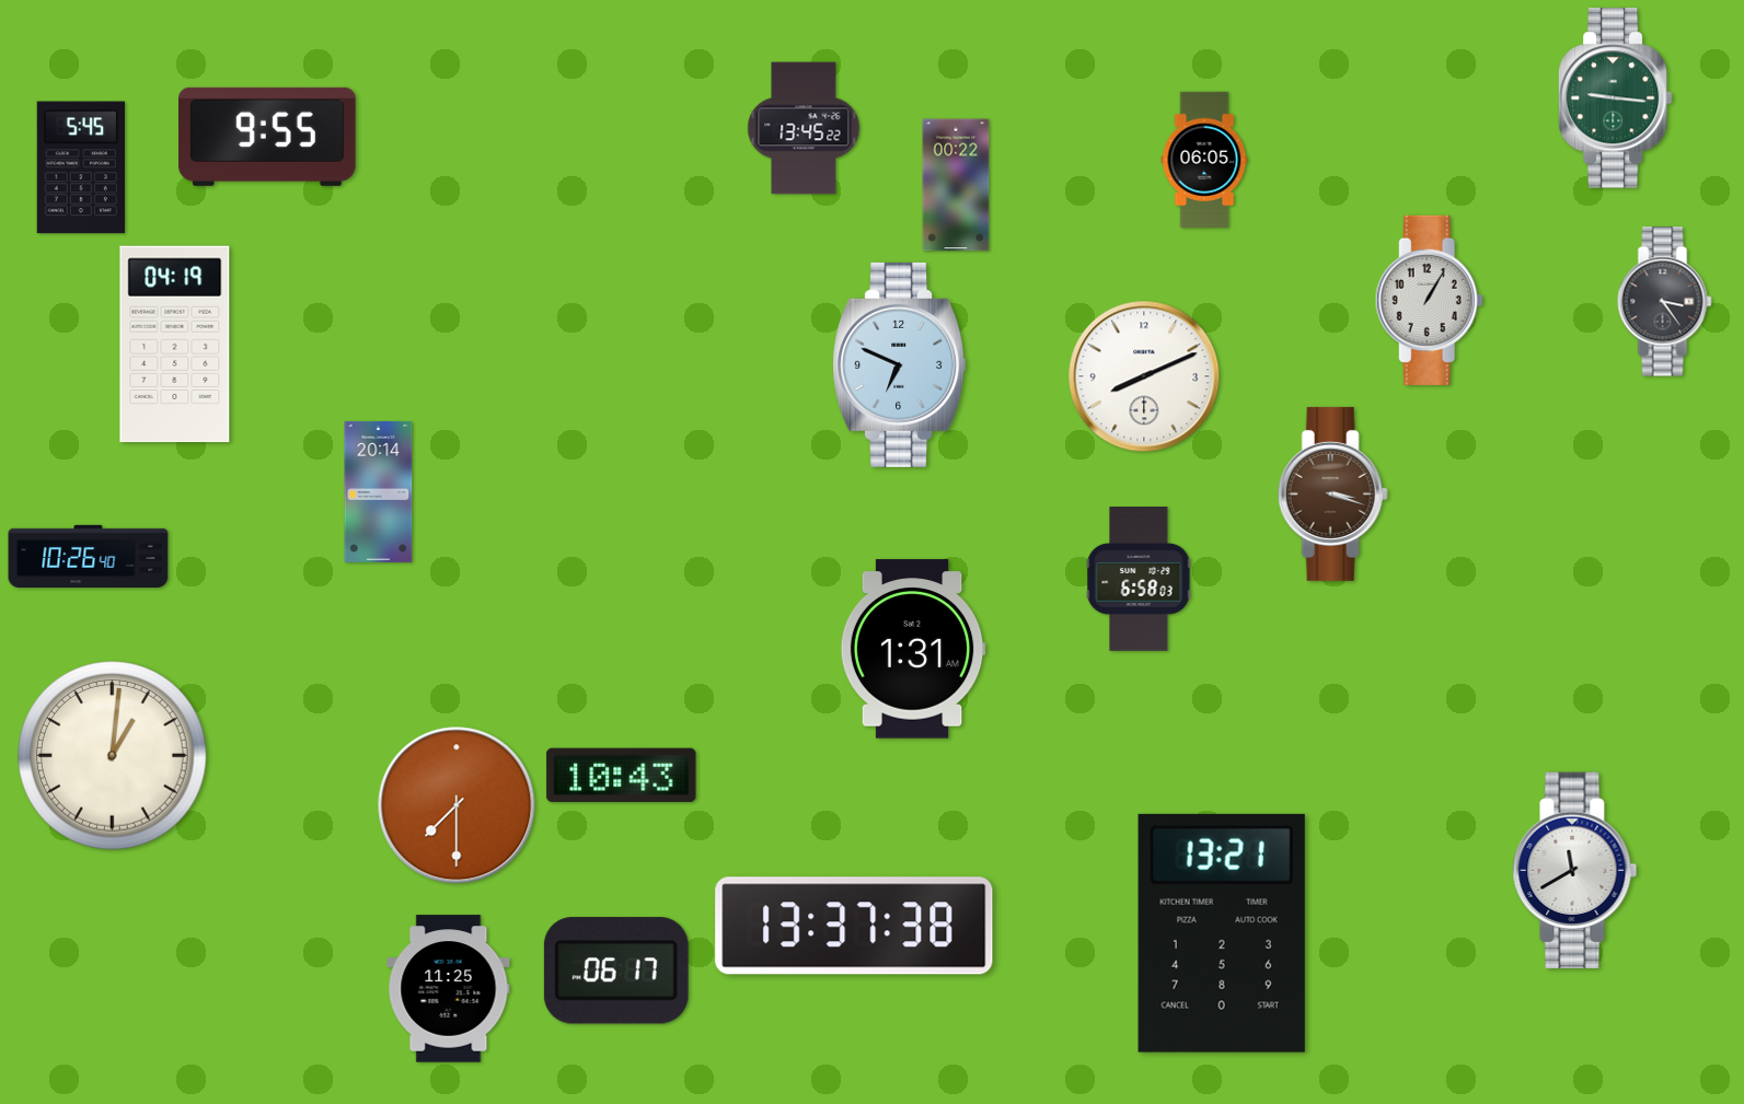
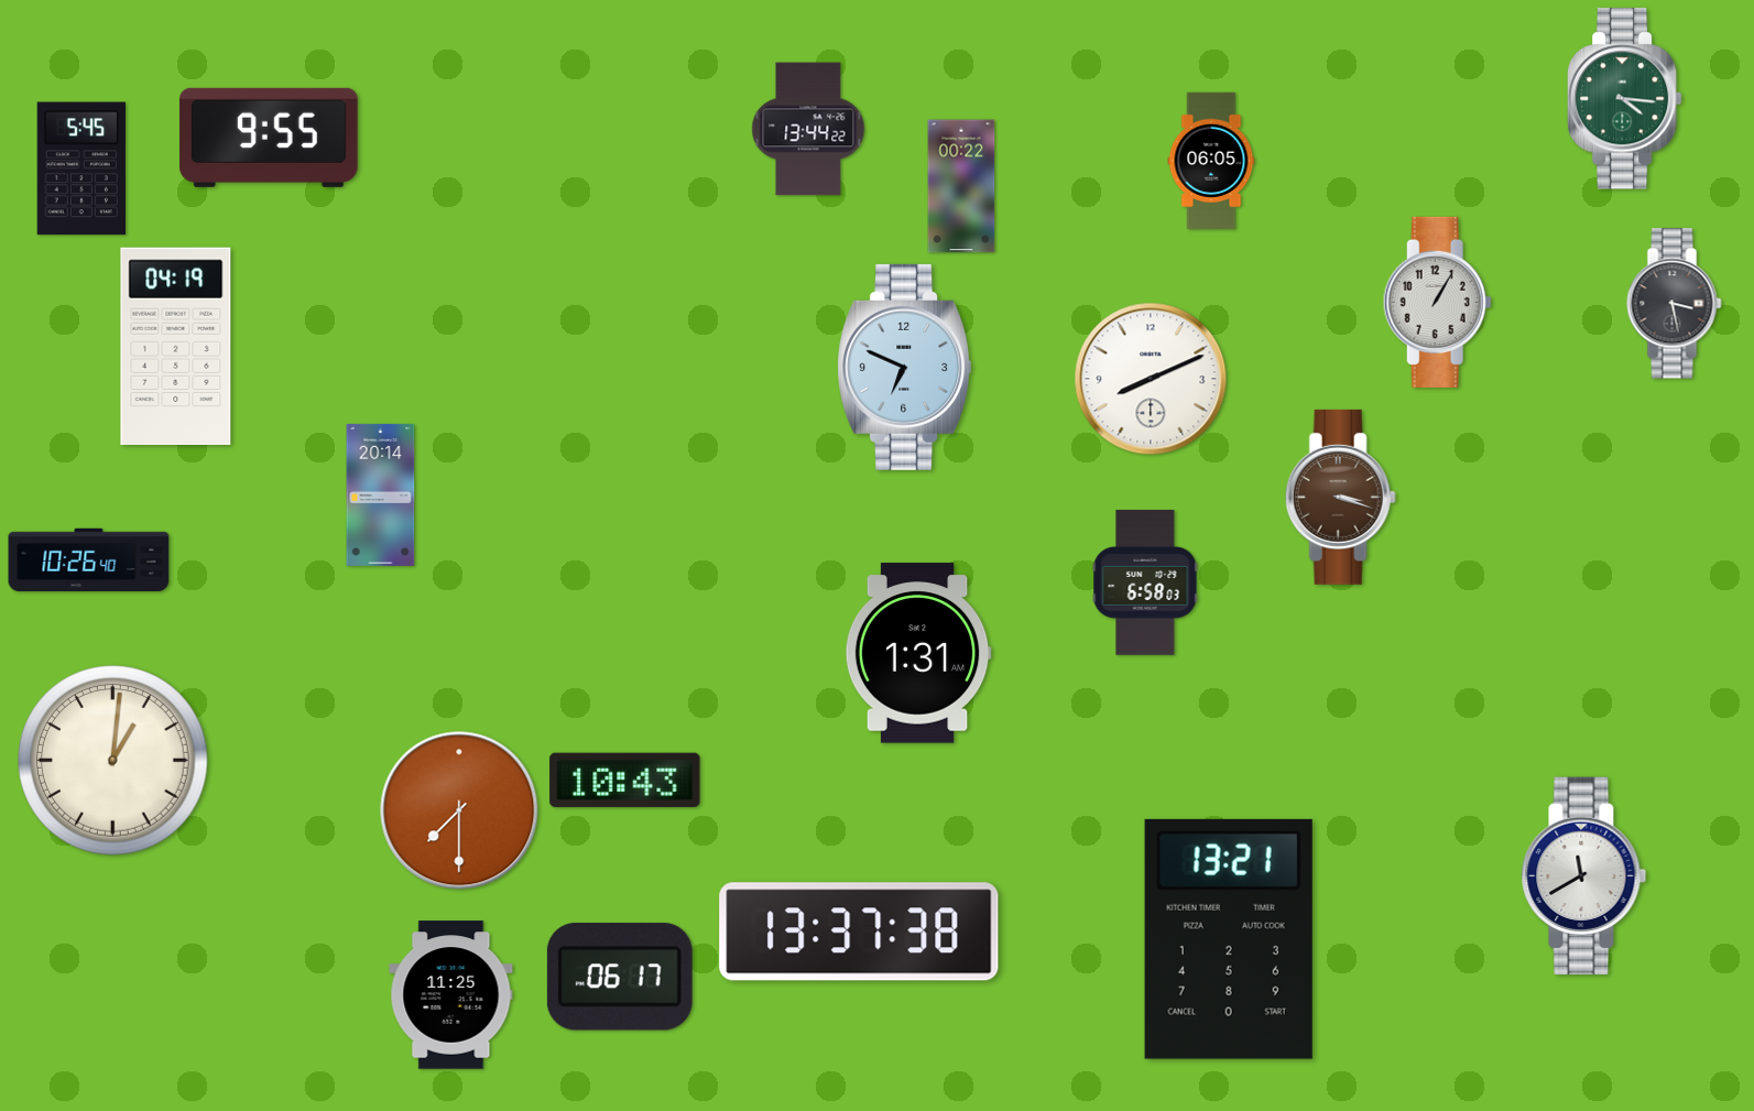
clock at (1615, 98): 9:16 -> 4:16
clock at (804, 128): 13:45 -> 13:44
clock at (1665, 302): 3:24 -> 3:28
